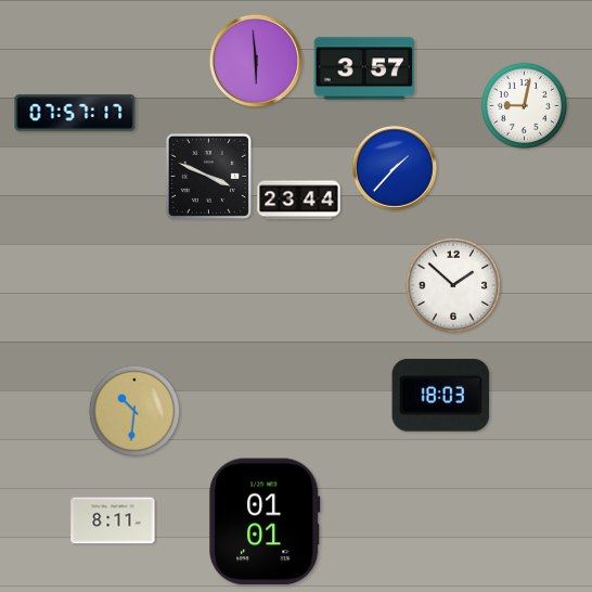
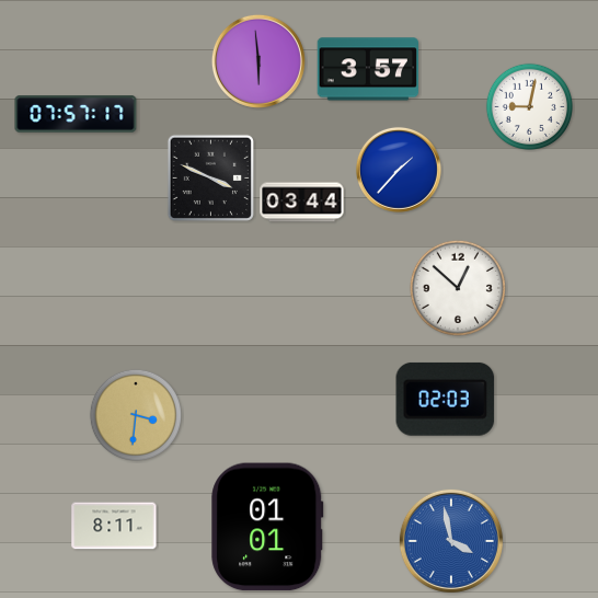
clock at (299, 201): 23:44 -> 03:44
clock at (453, 285): 1:52 -> 12:52
clock at (441, 395): 18:03 -> 02:03
clock at (134, 411): 10:31 -> 3:31
clock at (451, 541): none -> 3:58
